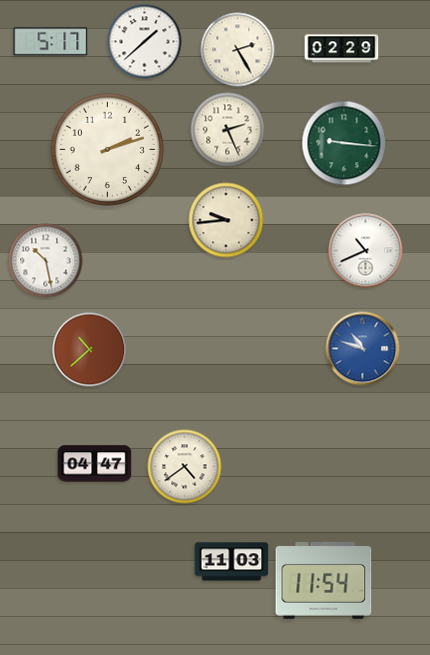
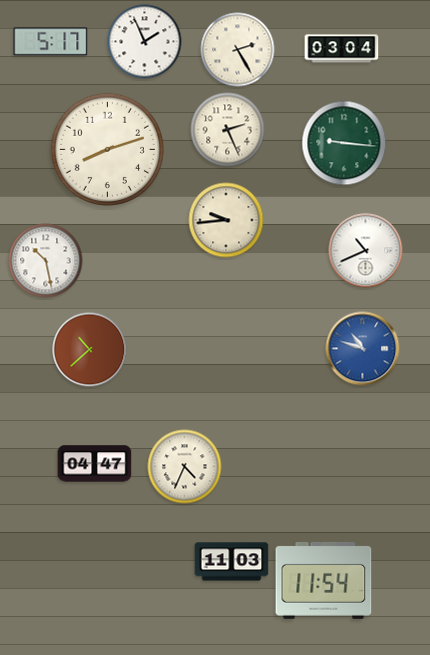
clock at (145, 42): 1:38 -> 1:56
clock at (342, 49): 02:29 -> 03:04
clock at (107, 149): 2:12 -> 8:12
clock at (185, 467): 4:39 -> 4:34
